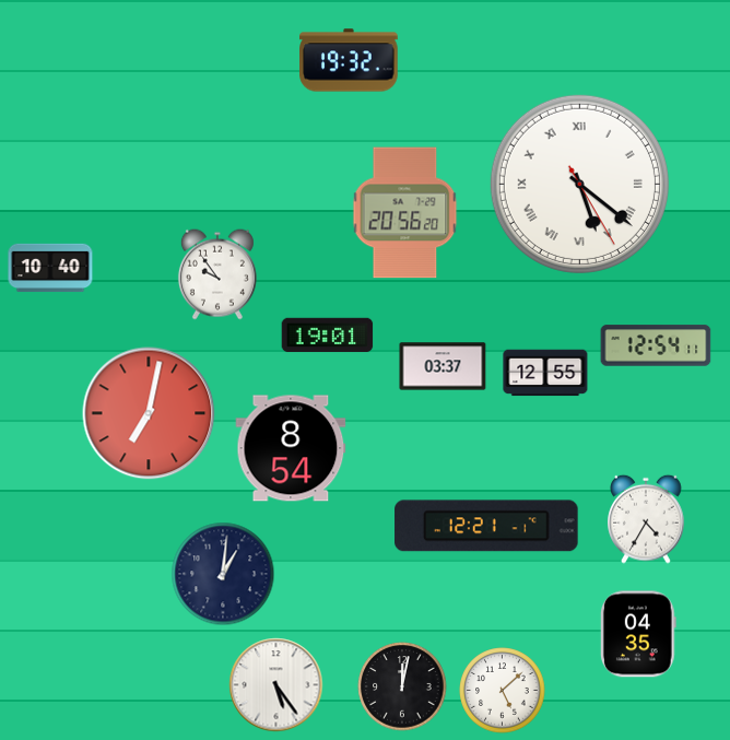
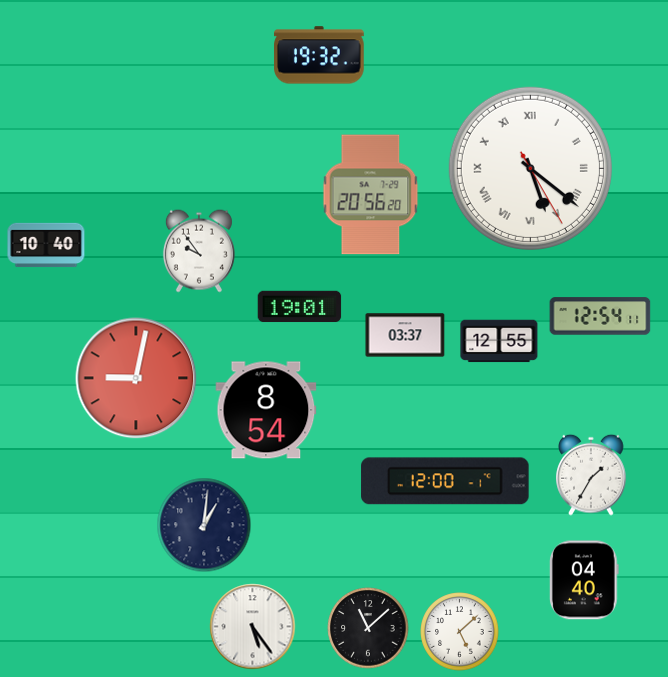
clock at (149, 413): 7:02 -> 9:02
clock at (646, 519): 4:35 -> 1:35
clock at (486, 526): 12:21 -> 12:00
clock at (638, 634): 04:35 -> 04:40
clock at (402, 686): 12:02 -> 11:08
